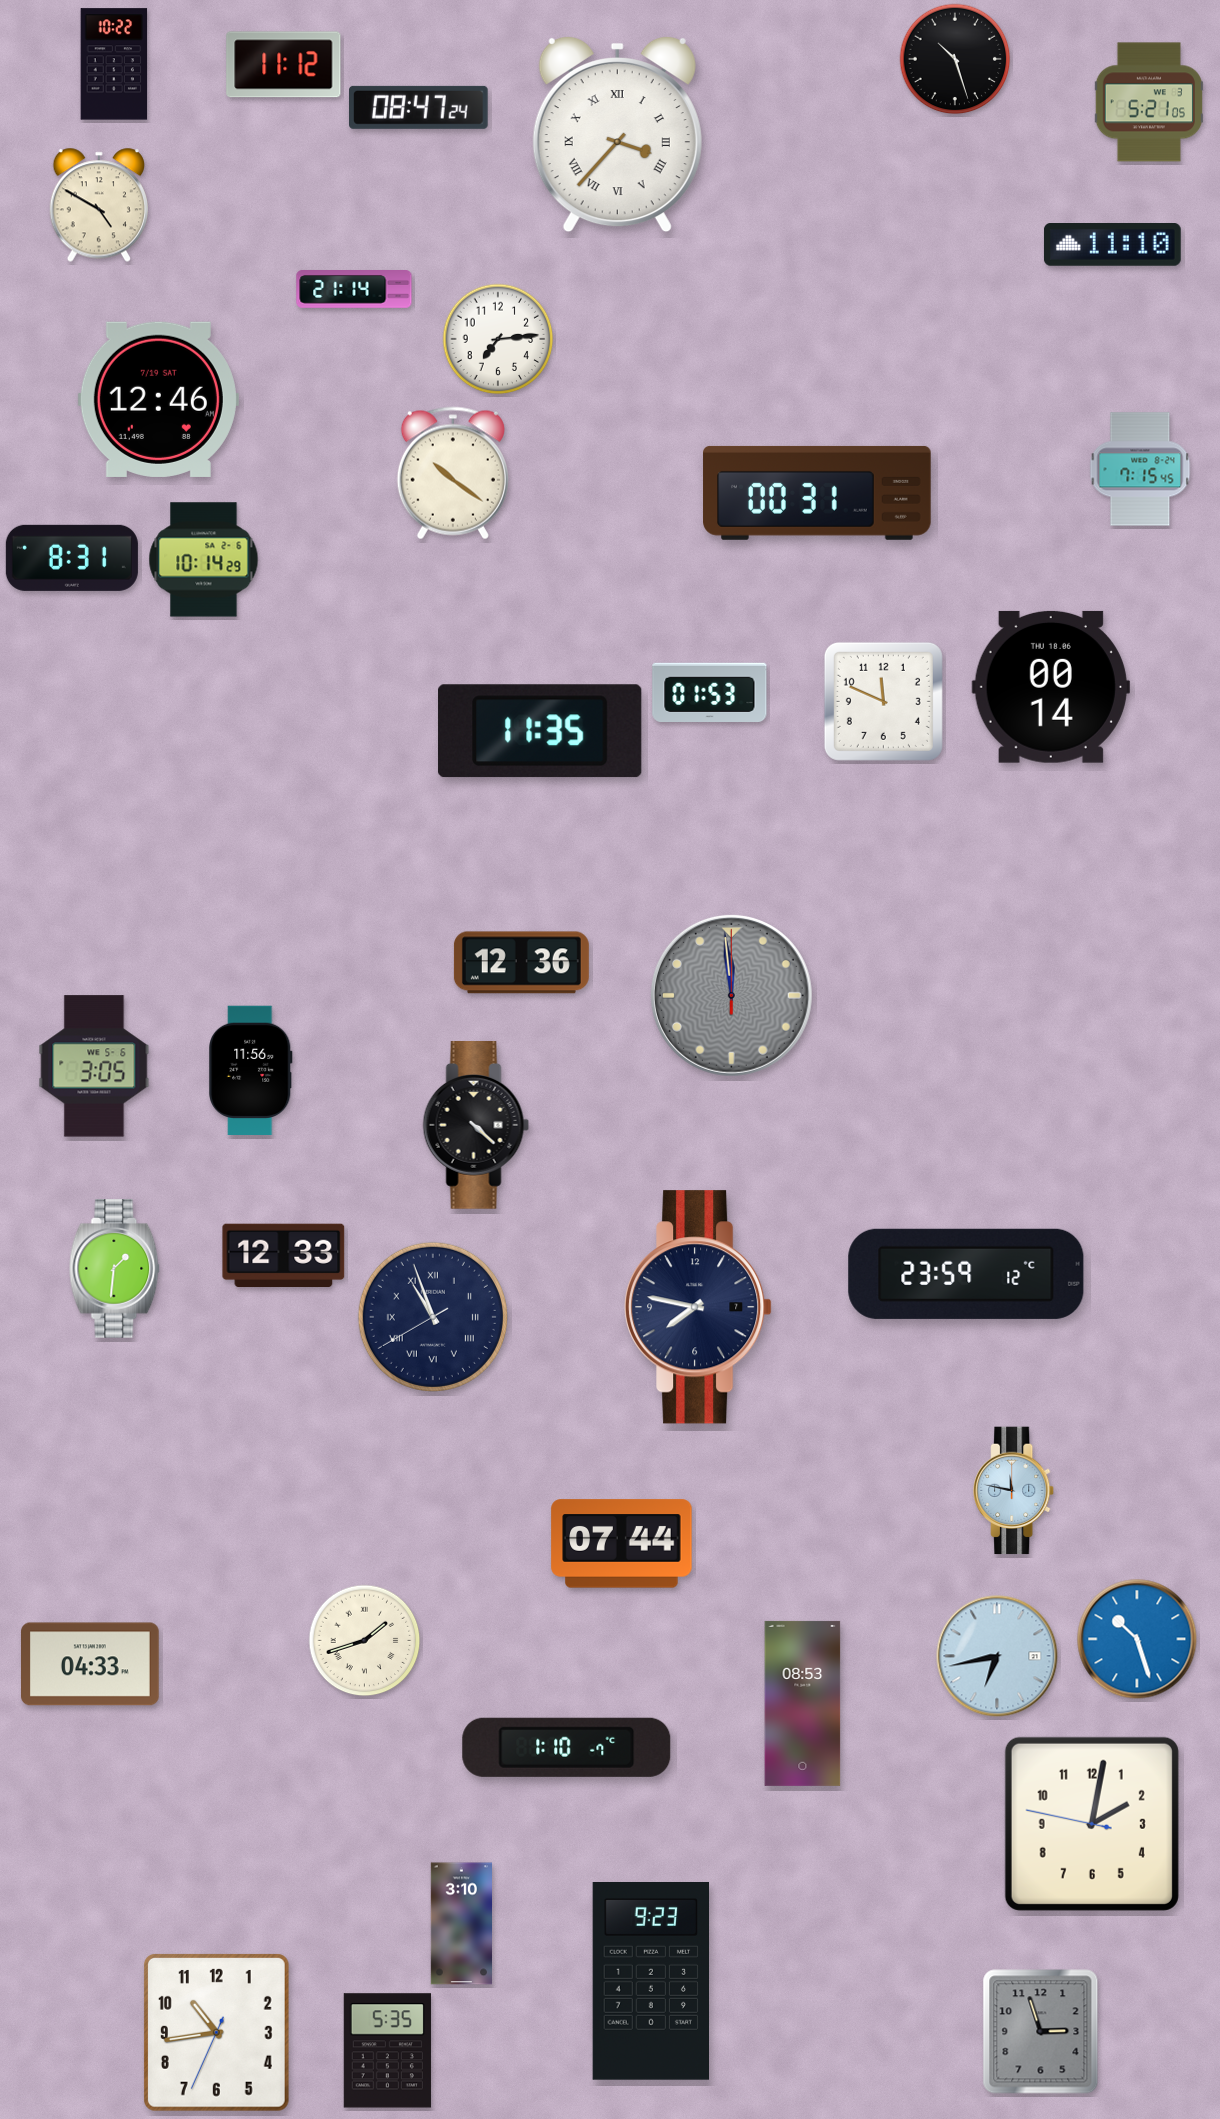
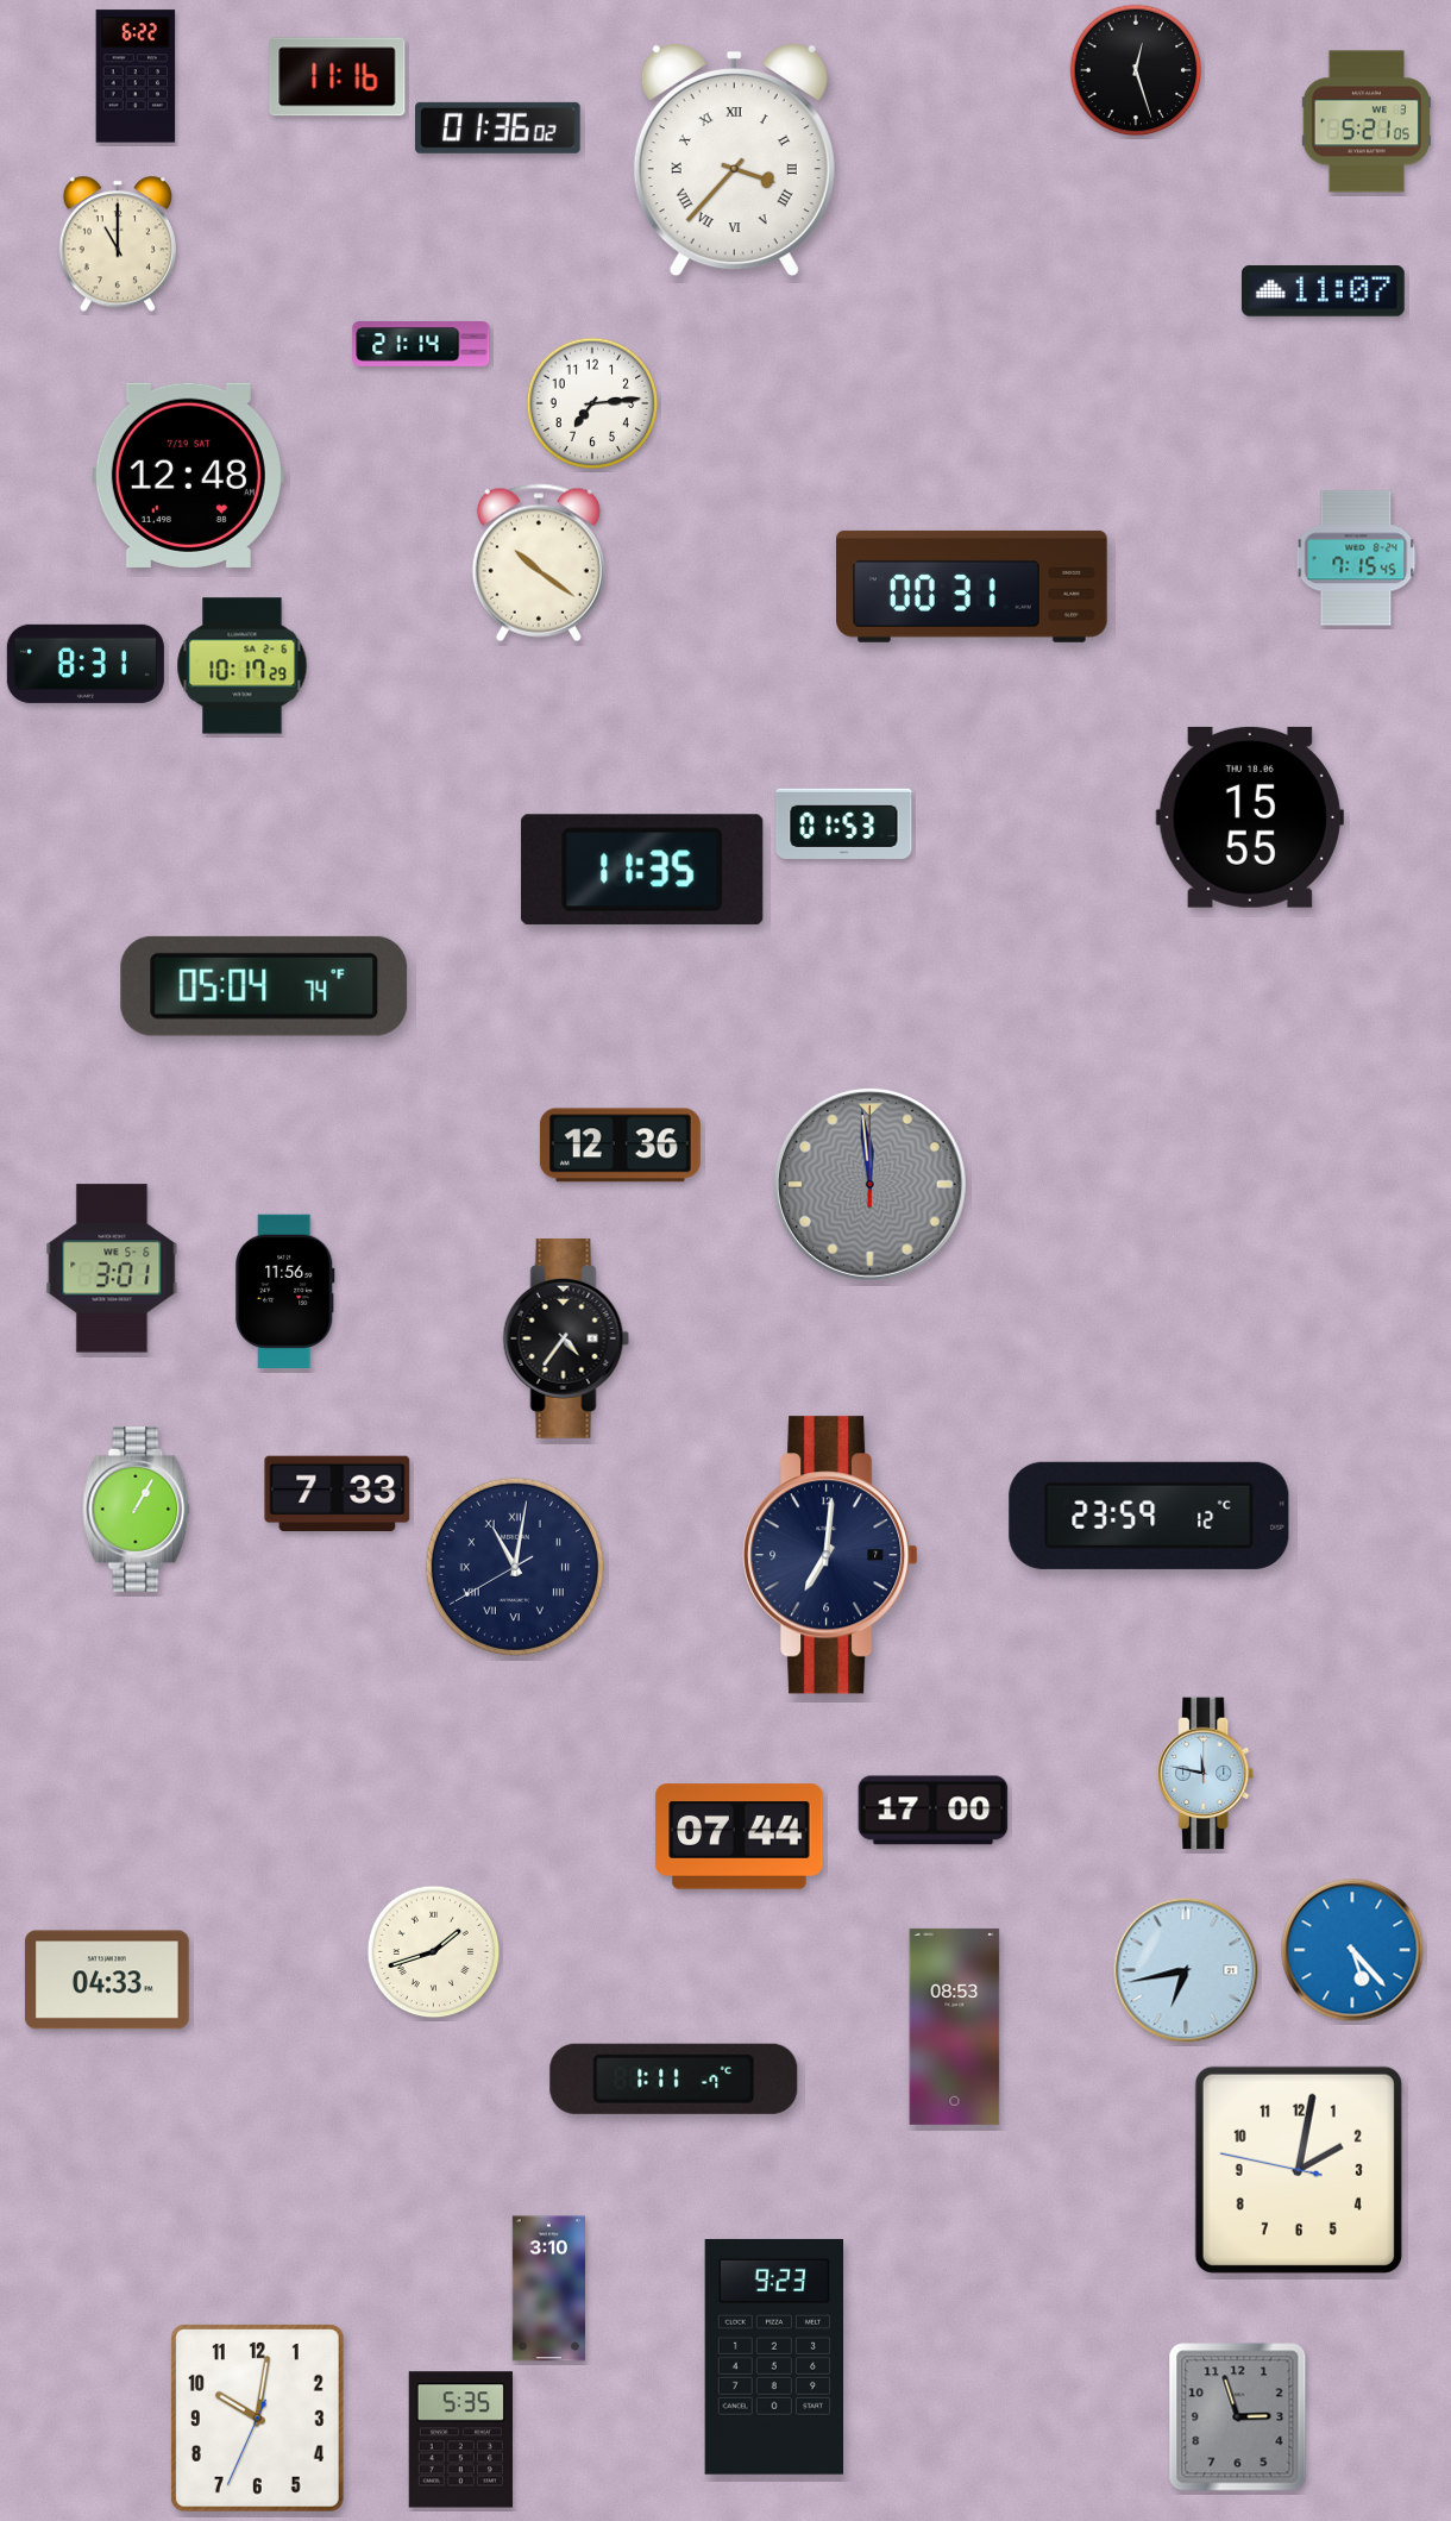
clock at (955, 59): 10:27 -> 12:27
clock at (114, 64): 10:22 -> 6:22
clock at (284, 65): 11:12 -> 11:16
clock at (419, 107): 08:47 -> 01:36
clock at (98, 205): 4:50 -> 11:00
clock at (1112, 245): 11:10 -> 11:07
clock at (158, 399): 12:46 -> 12:48
clock at (204, 560): 10:14 -> 10:17
clock at (1051, 687): 00:14 -> 15:55
clock at (883, 701): 11:49 -> none
clock at (264, 986): none -> 05:04
clock at (94, 1066): 3:05 -> 3:01
clock at (251, 1070) position: (251, 1070) -> (285, 1291)
clock at (476, 1126): 4:22 -> 4:36
clock at (284, 1255): 12:33 -> 7:33
clock at (115, 1269): 1:31 -> 1:05
clock at (699, 1307): 7:47 -> 7:01
clock at (433, 1317): 10:56 -> 11:01
clock at (934, 1811): none -> 17:00
clock at (1137, 1639): 10:27 -> 5:23
clock at (567, 1747): 1:10 -> 1:11
clock at (216, 2032): 10:43 -> 10:01
